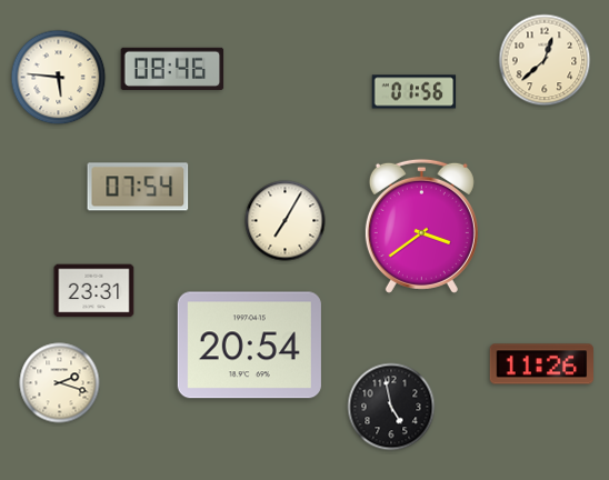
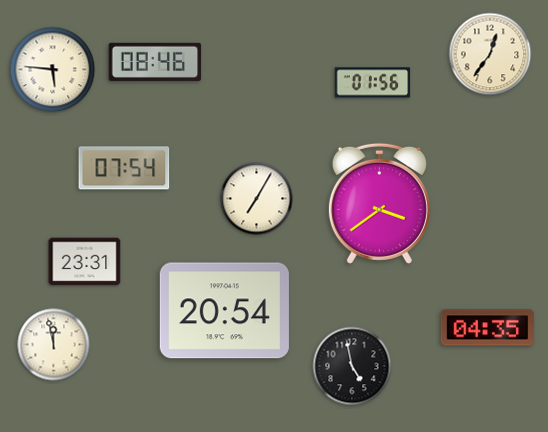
clock at (545, 60): 12:38 -> 12:36
clock at (542, 364): 11:26 -> 04:35
clock at (60, 383): 2:18 -> 11:58
